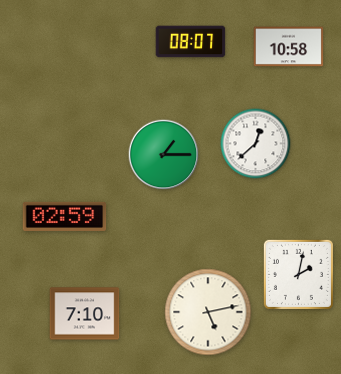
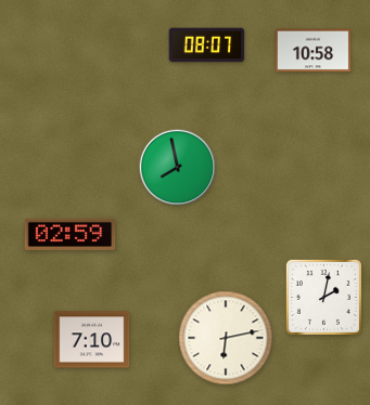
clock at (256, 144): 12:38 -> none
clock at (164, 155): 1:15 -> 7:58
clock at (208, 312): 5:13 -> 6:13
